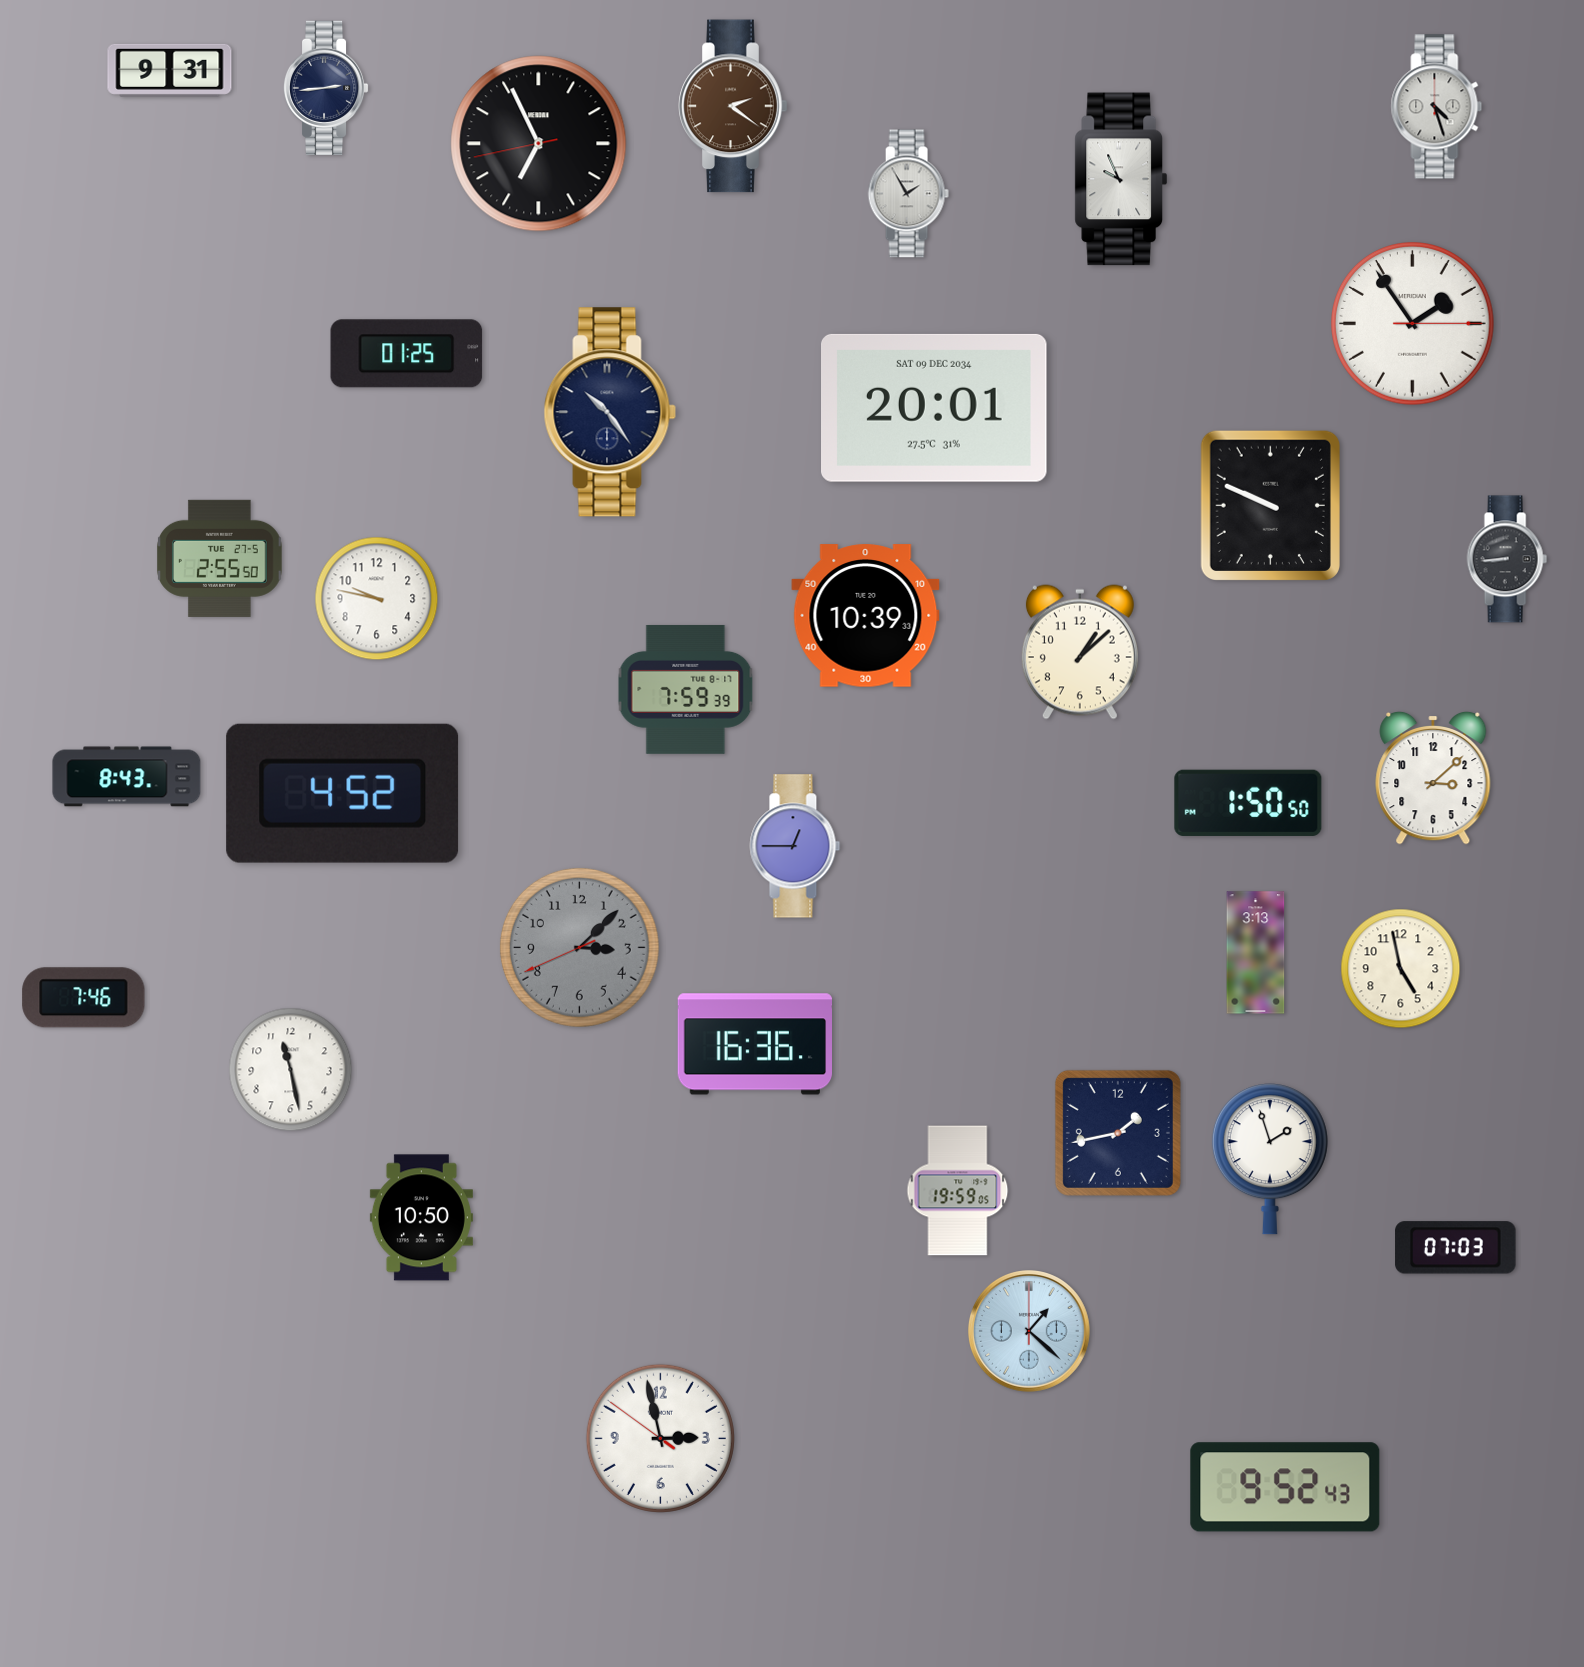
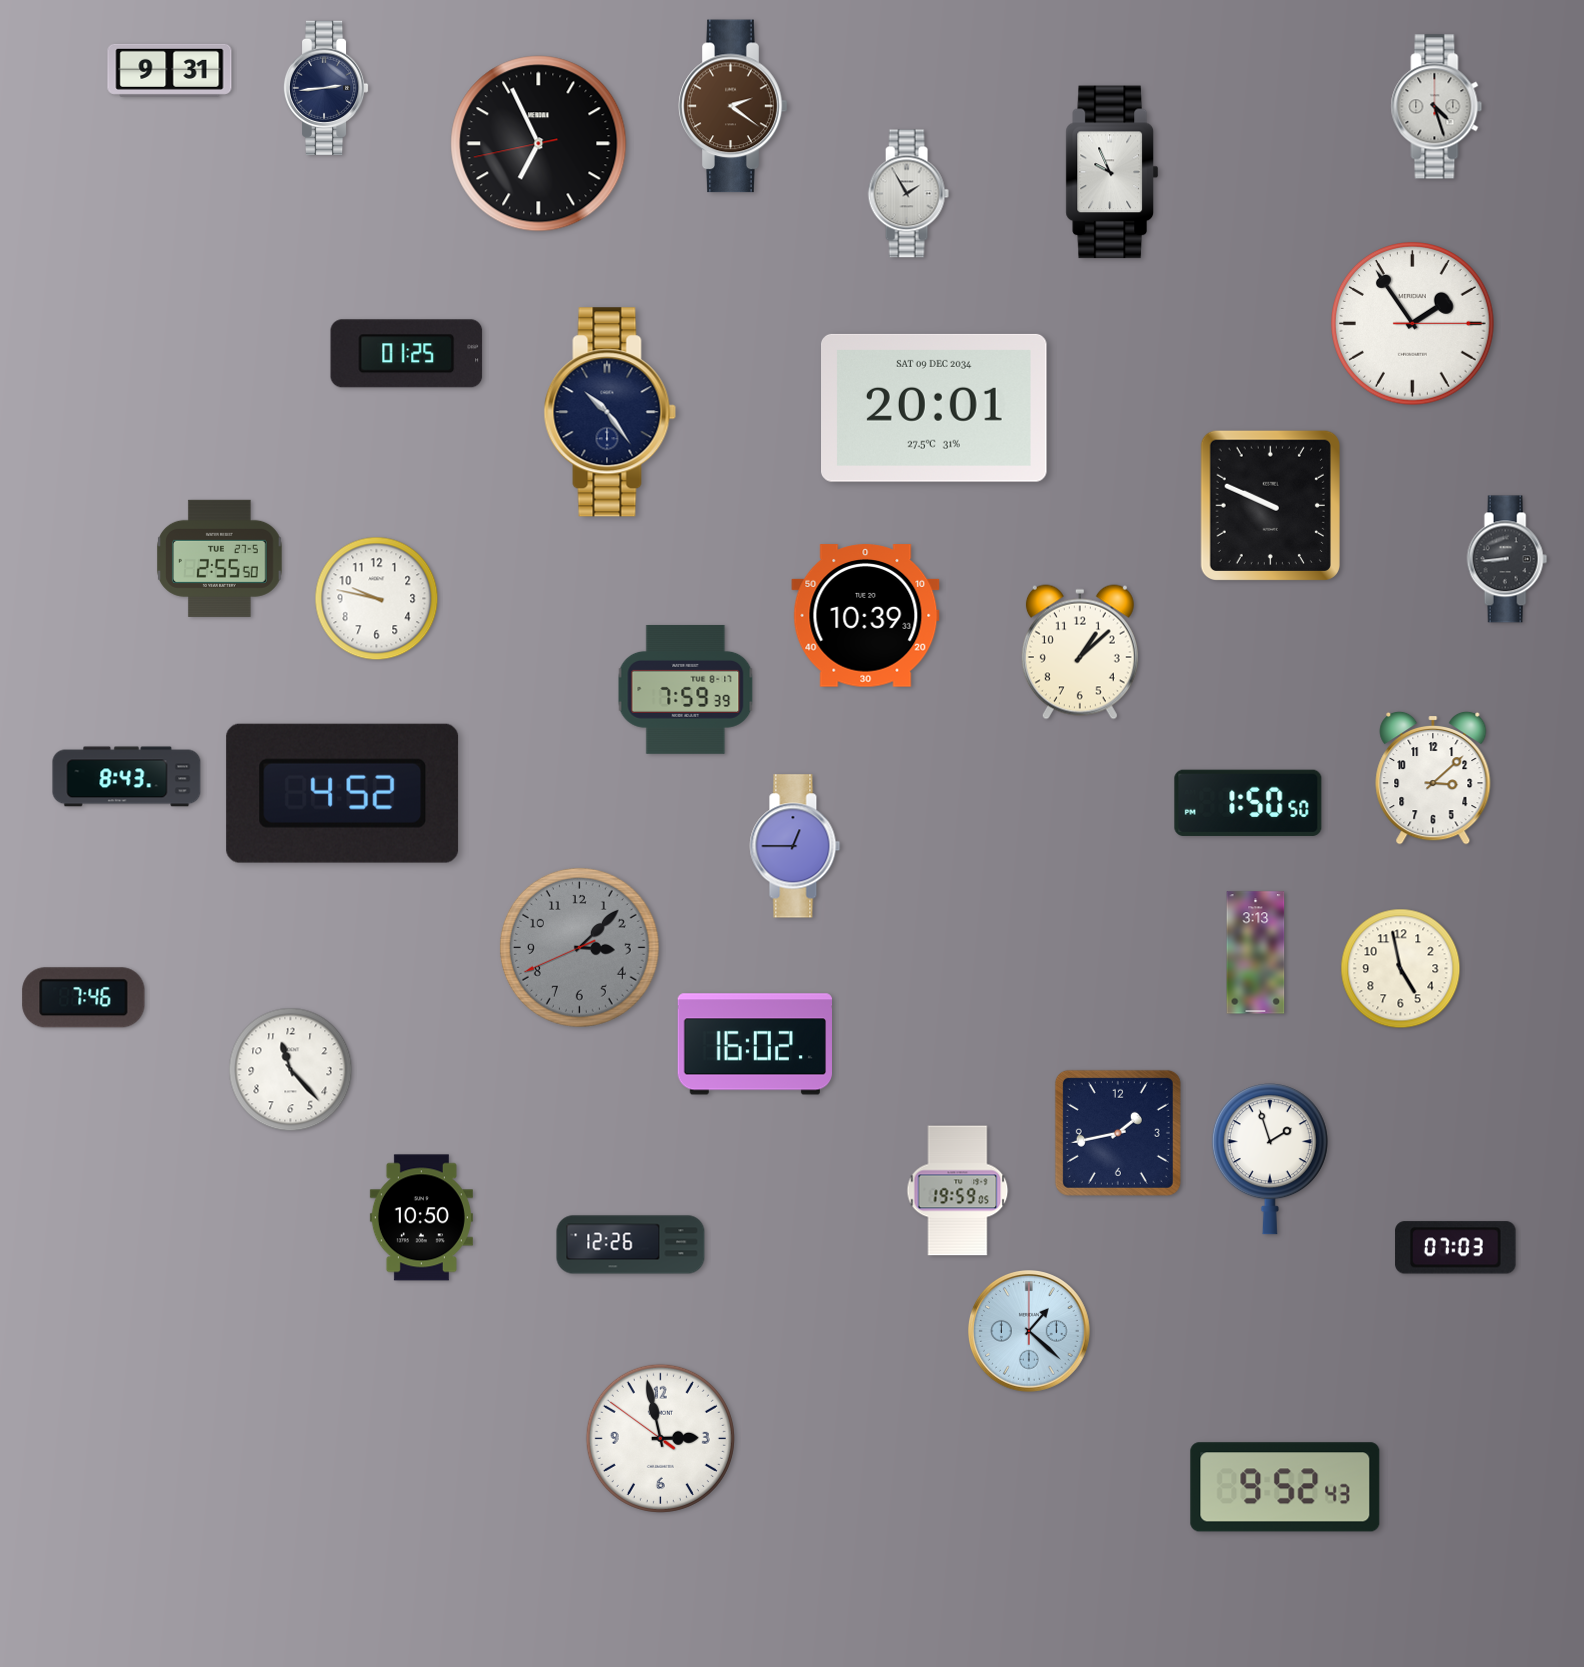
clock at (1121, 179) position: (1121, 179) -> (1112, 172)
clock at (754, 1044): 16:36 -> 16:02
clock at (291, 1070): 11:28 -> 11:23
clock at (631, 1245): none -> 12:26
